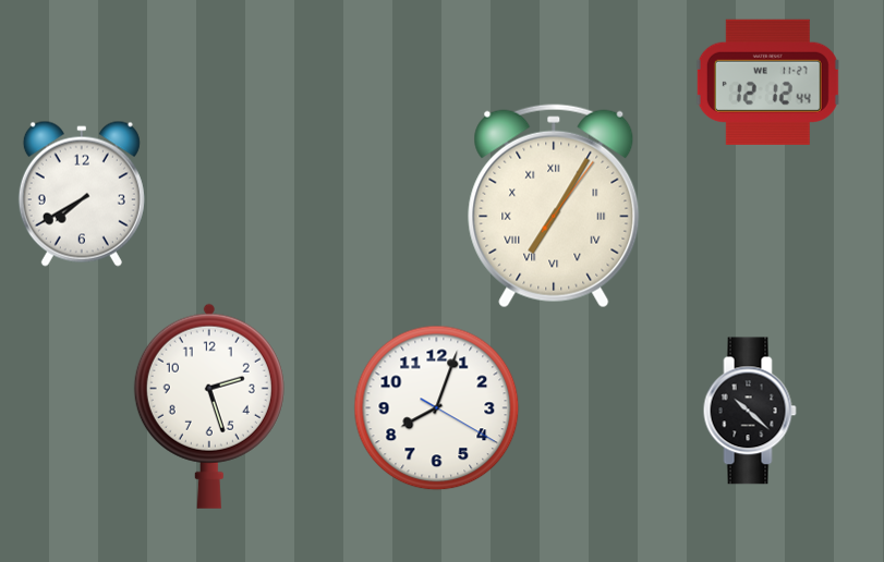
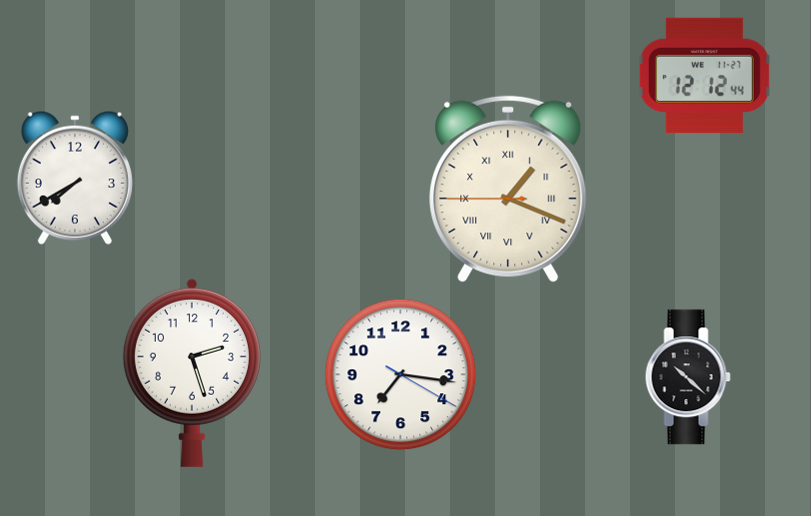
clock at (554, 206): 7:05 -> 1:18
clock at (437, 408): 8:03 -> 7:16
